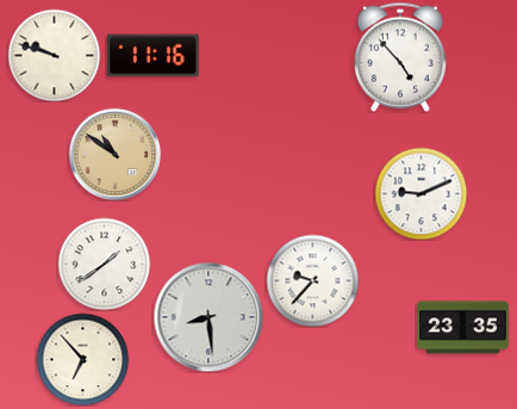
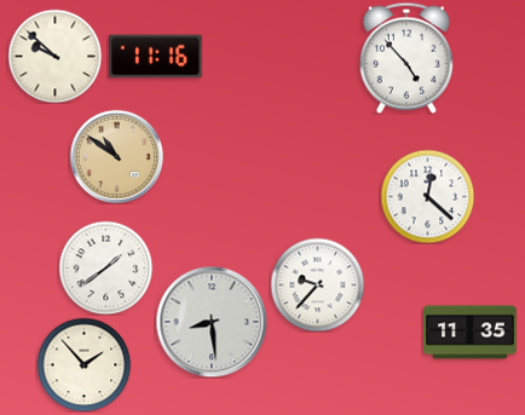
clock at (54, 55): 9:48 -> 9:52
clock at (421, 193): 9:11 -> 12:22
clock at (463, 328): 23:35 -> 11:35
clock at (82, 359): 6:53 -> 1:53
